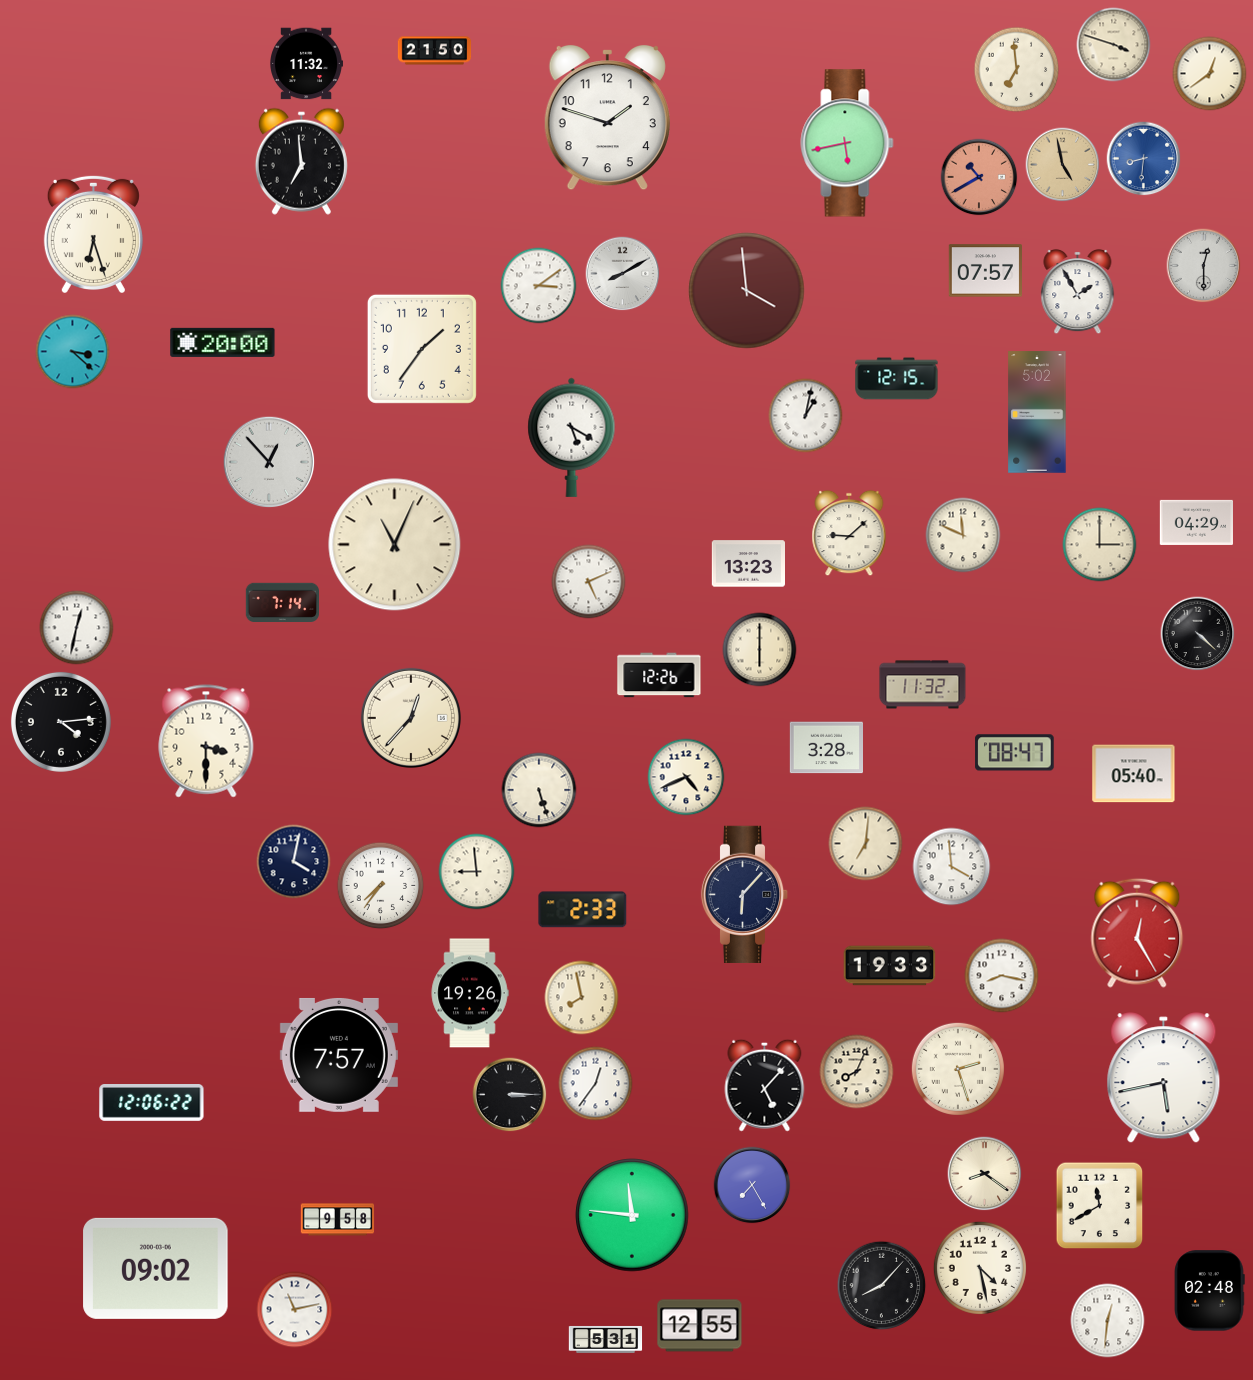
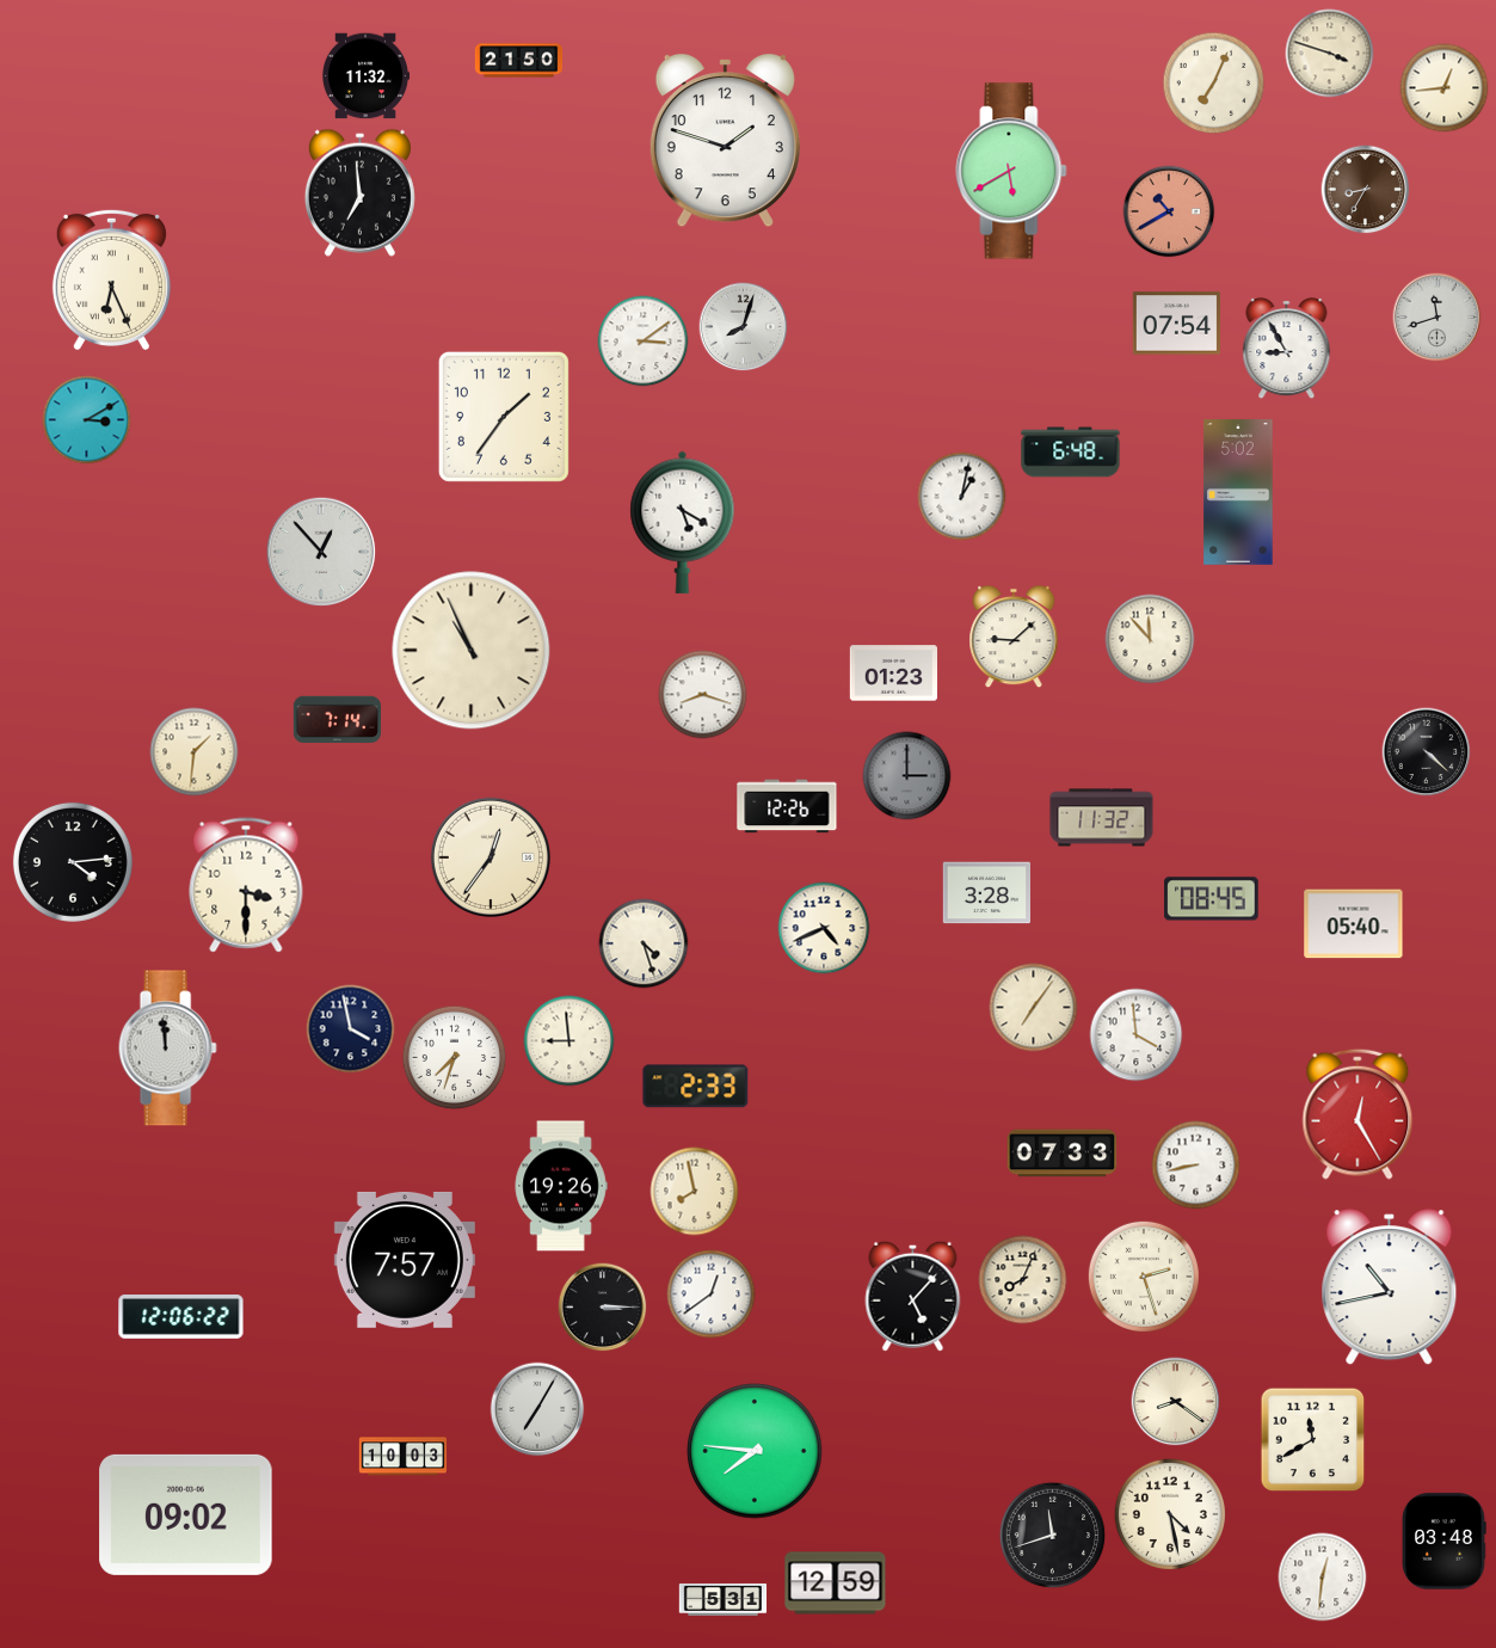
clock at (1017, 70): 6:59 -> 7:04
clock at (1210, 74): 12:39 -> 12:44
clock at (847, 143): 5:43 -> 5:40
clock at (1144, 159): 8:31 -> 8:35
clock at (1144, 159) dial: blue -> brown
clock at (1063, 165): 4:58 -> none
clock at (93, 233): 6:27 -> 6:26
clock at (1204, 266): 12:30 -> 11:42
clock at (985, 271): 07:57 -> 07:54
clock at (623, 274): 8:10 -> 8:03
clock at (747, 291): 3:59 -> none
clock at (1078, 292): 1:55 -> 8:55
clock at (223, 342): 20:00 -> none
clock at (73, 352): 3:22 -> 3:10
clock at (897, 379): 12:15 -> 6:48
clock at (1196, 522): 04:29 -> none
clock at (963, 535): 11:49 -> 11:53
clock at (395, 545): 11:04 -> 10:56
clock at (1100, 545): 3:00 -> none
clock at (748, 564): 13:23 -> 01:23
clock at (589, 582): 5:11 -> 8:18
clock at (77, 628): 12:32 -> none
clock at (195, 752): none -> 1:31
clock at (1198, 634) position: (1198, 634) -> (1427, 752)
clock at (760, 650): 6:00 -> 3:00
clock at (760, 650) dial: cream -> grey
clock at (411, 718): 12:37 -> 12:36
clock at (1015, 753): 08:47 -> 08:45
clock at (686, 777) position: (686, 777) -> (824, 928)
clock at (539, 790): 5:27 -> 4:27
clock at (866, 844): 7:01 -> 7:06
clock at (294, 862): 4:02 -> 3:58
clock at (167, 1049): none -> 11:59
clock at (381, 886): 7:36 -> 7:33
clock at (745, 894): 6:07 -> none
clock at (890, 966): 19:33 -> 07:33
clock at (1002, 976): 8:17 -> 8:43
clock at (1164, 1078): 5:43 -> 10:43
clock at (596, 1084): 12:36 -> 12:39
clock at (510, 1095) position: (510, 1095) -> (603, 1308)
clock at (537, 1409): none -> 7:05
clock at (752, 1185): 7:25 -> none
clock at (632, 1215): 11:46 -> 7:46
clock at (338, 1220): 9:58 -> 10:03
clock at (882, 1286): 8:07 -> 11:42
clock at (1209, 1291): 02:48 -> 03:48
clock at (295, 1310): 11:13 -> none
clock at (700, 1326): 12:55 -> 12:59
